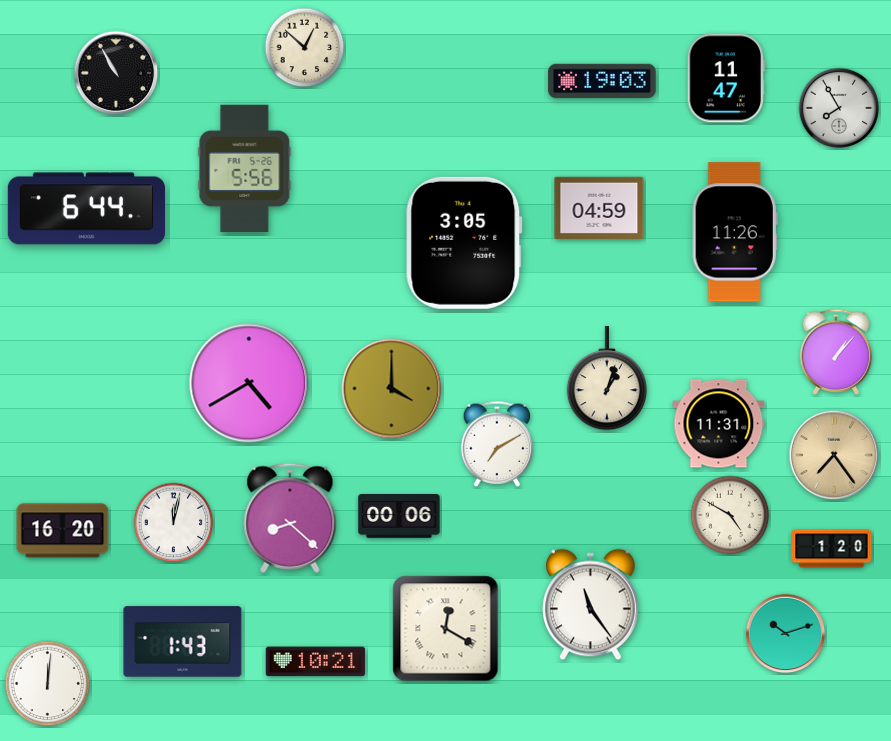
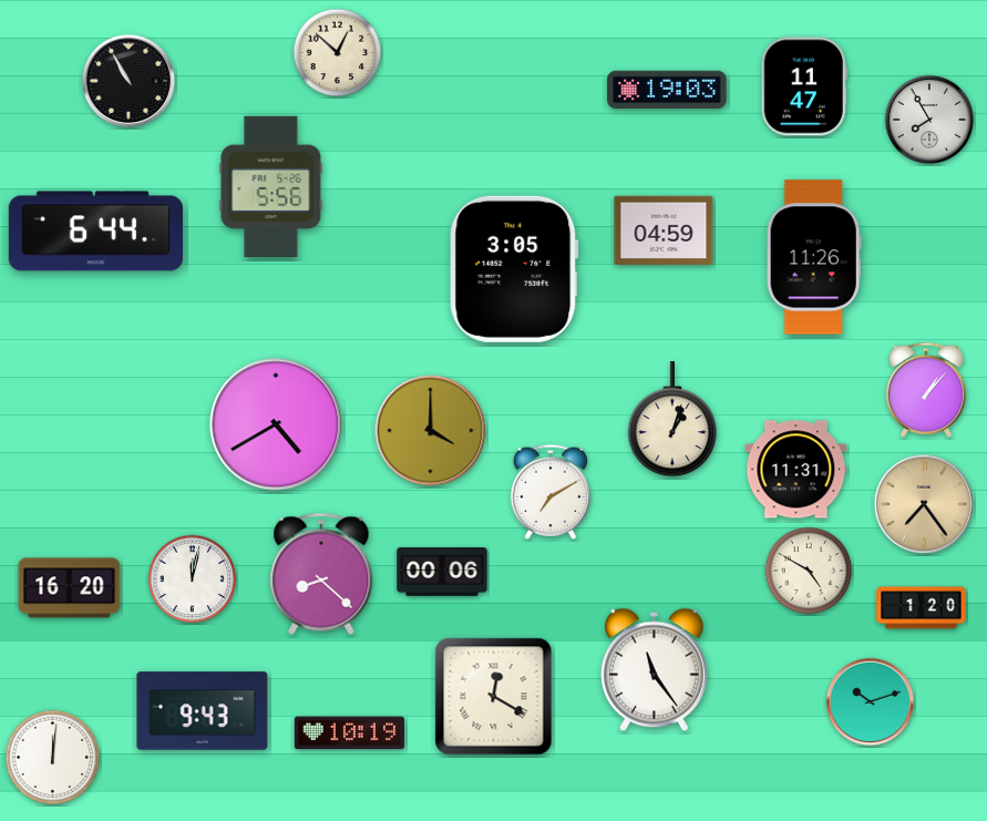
clock at (392, 389) position: (392, 389) -> (431, 431)
clock at (183, 642): 1:43 -> 9:43
clock at (315, 662): 10:21 -> 10:19
